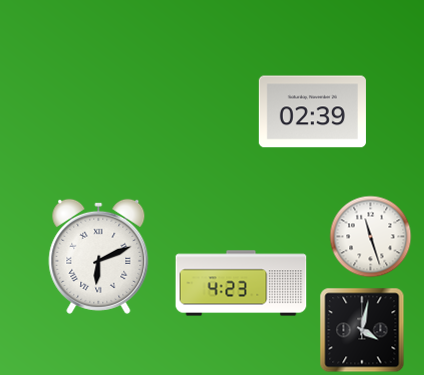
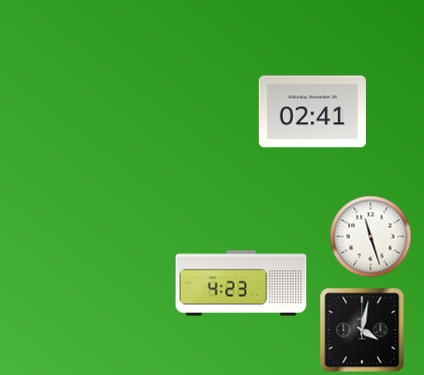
clock at (312, 112): 02:39 -> 02:41
clock at (99, 256): 6:11 -> none
